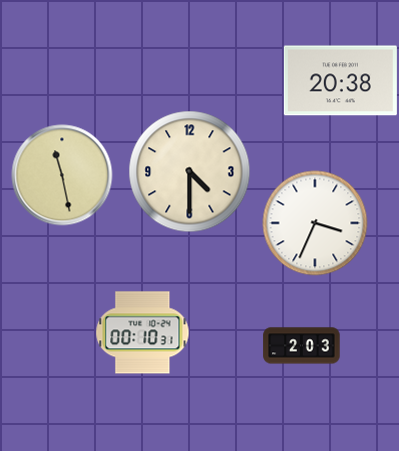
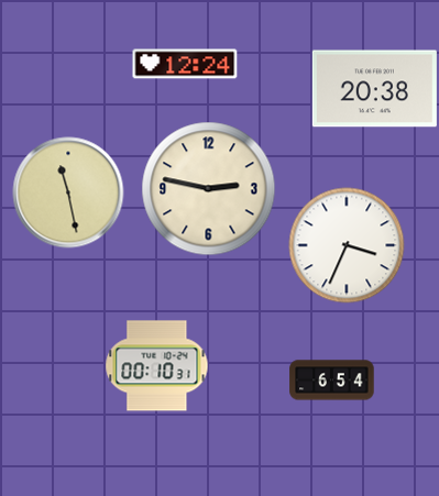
clock at (185, 64): none -> 12:24
clock at (190, 172): 4:30 -> 2:47
clock at (302, 346): 2:03 -> 6:54
